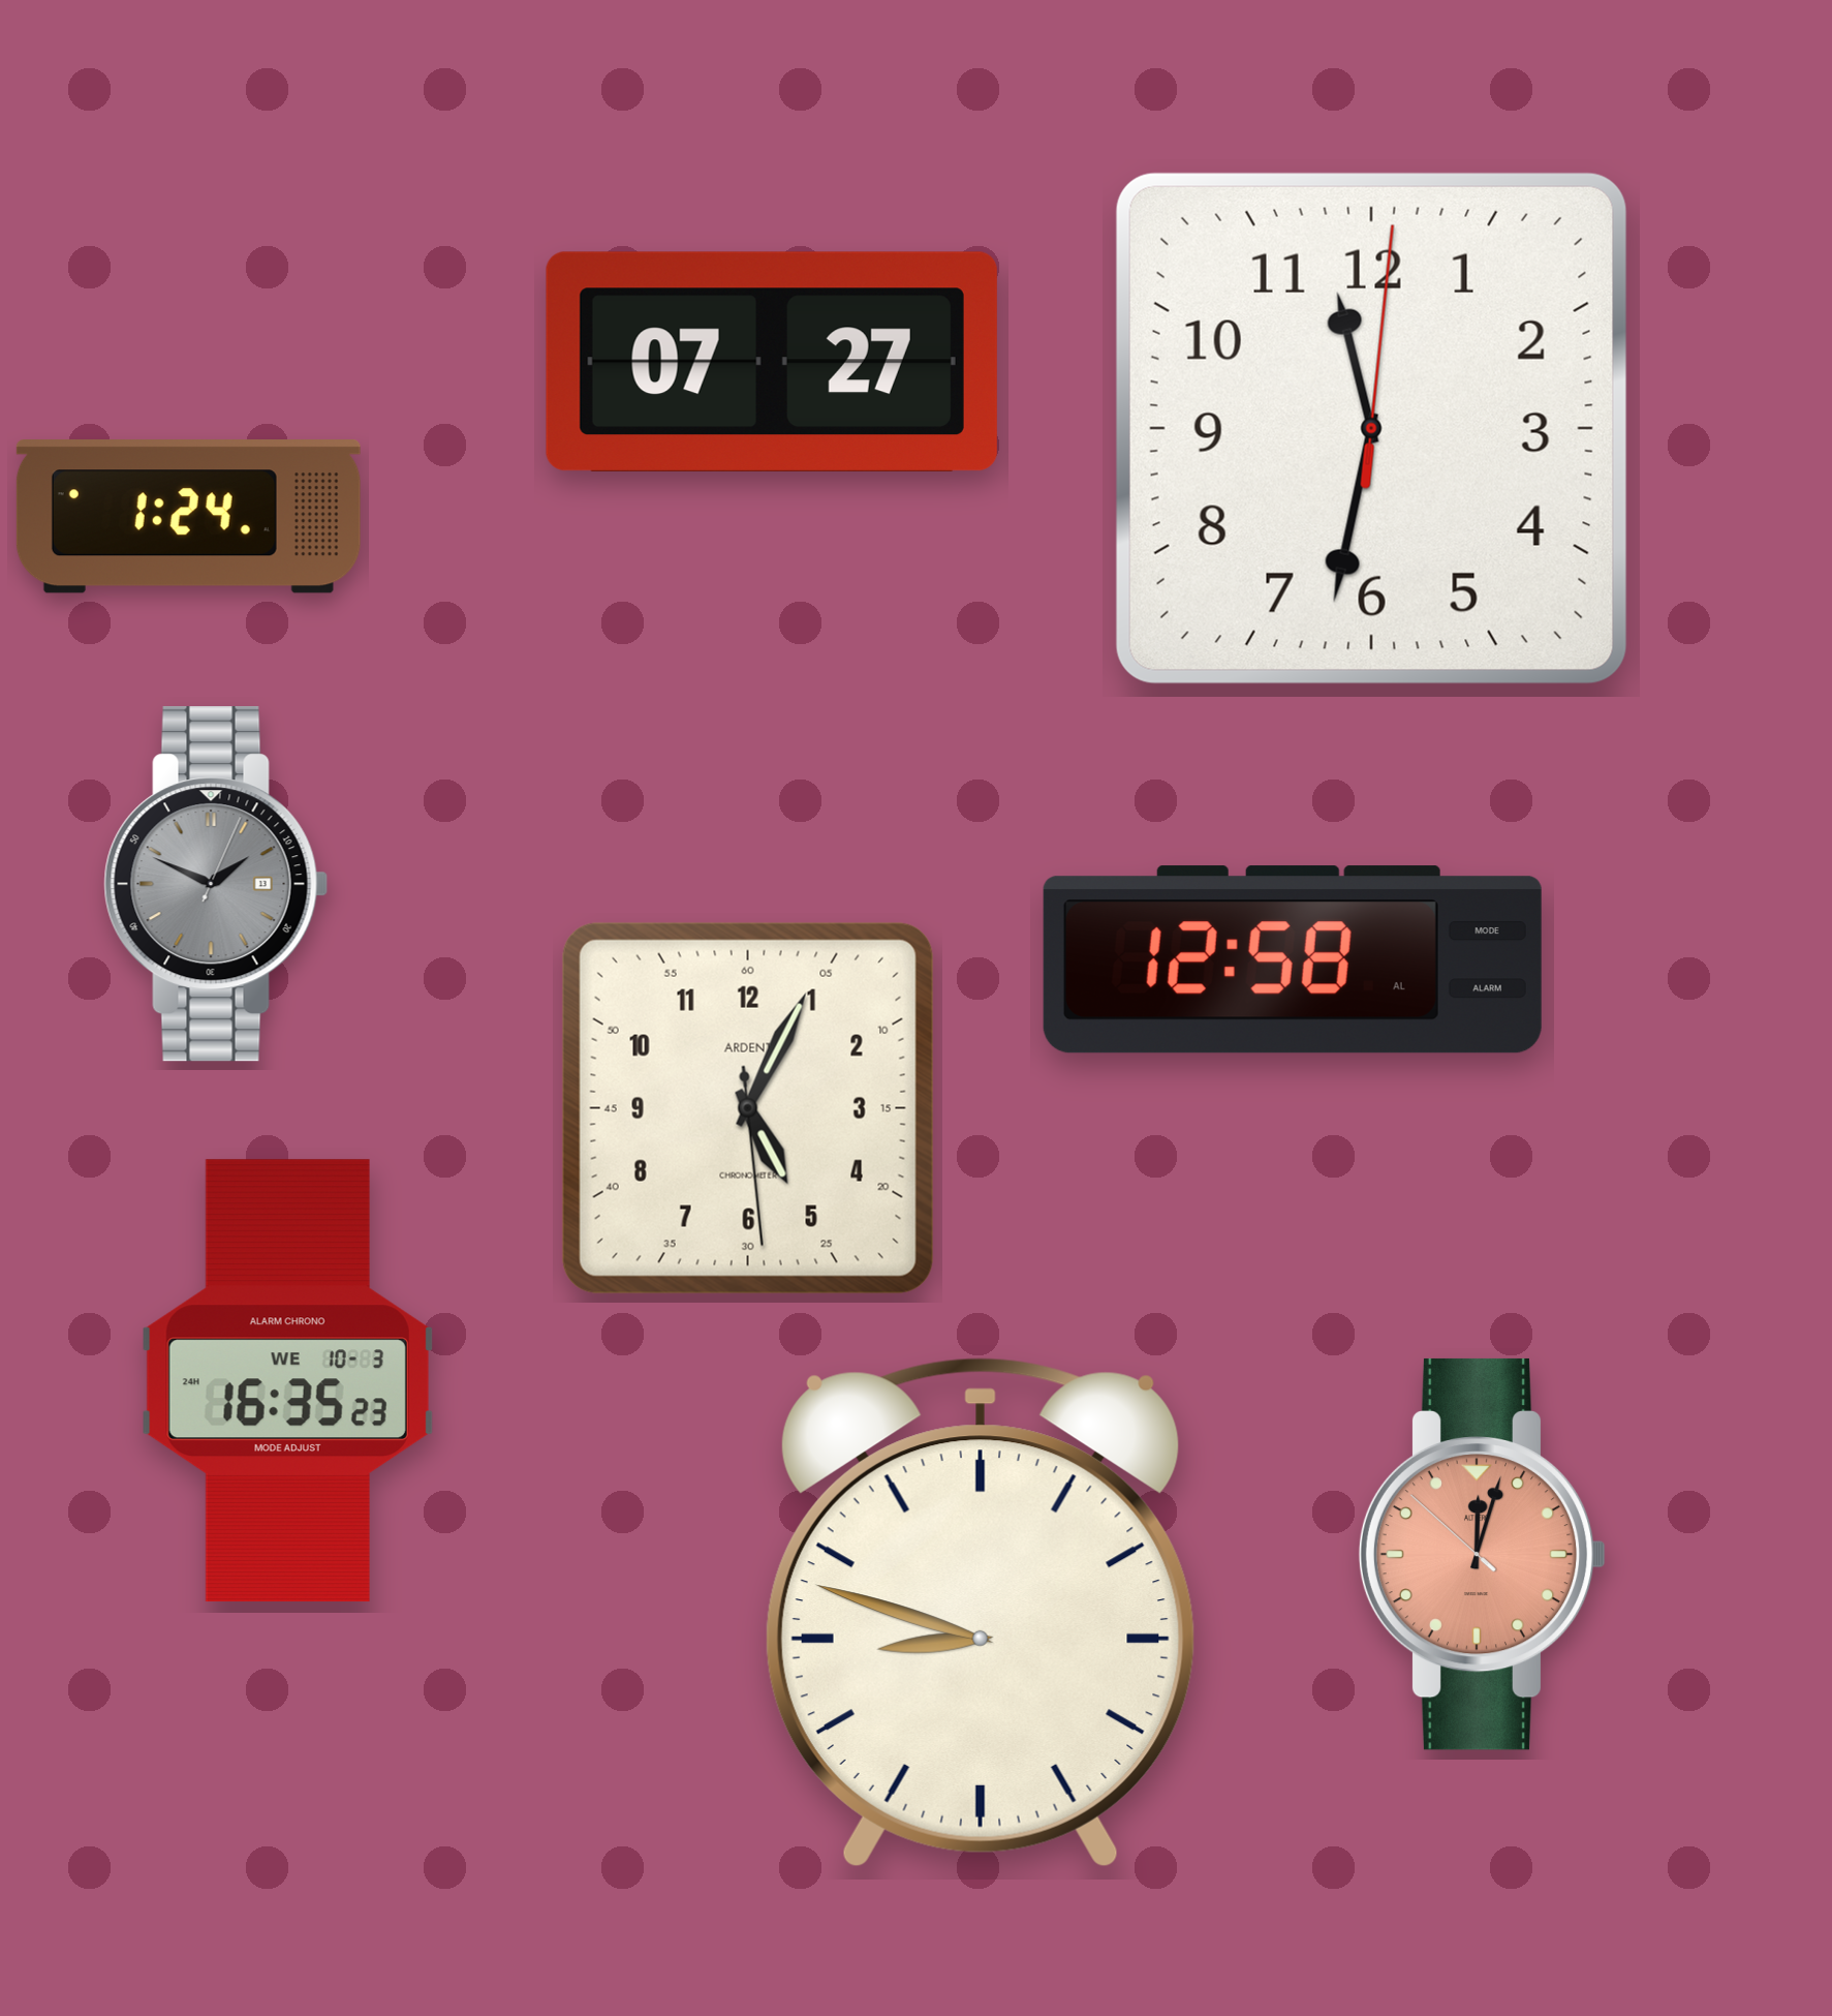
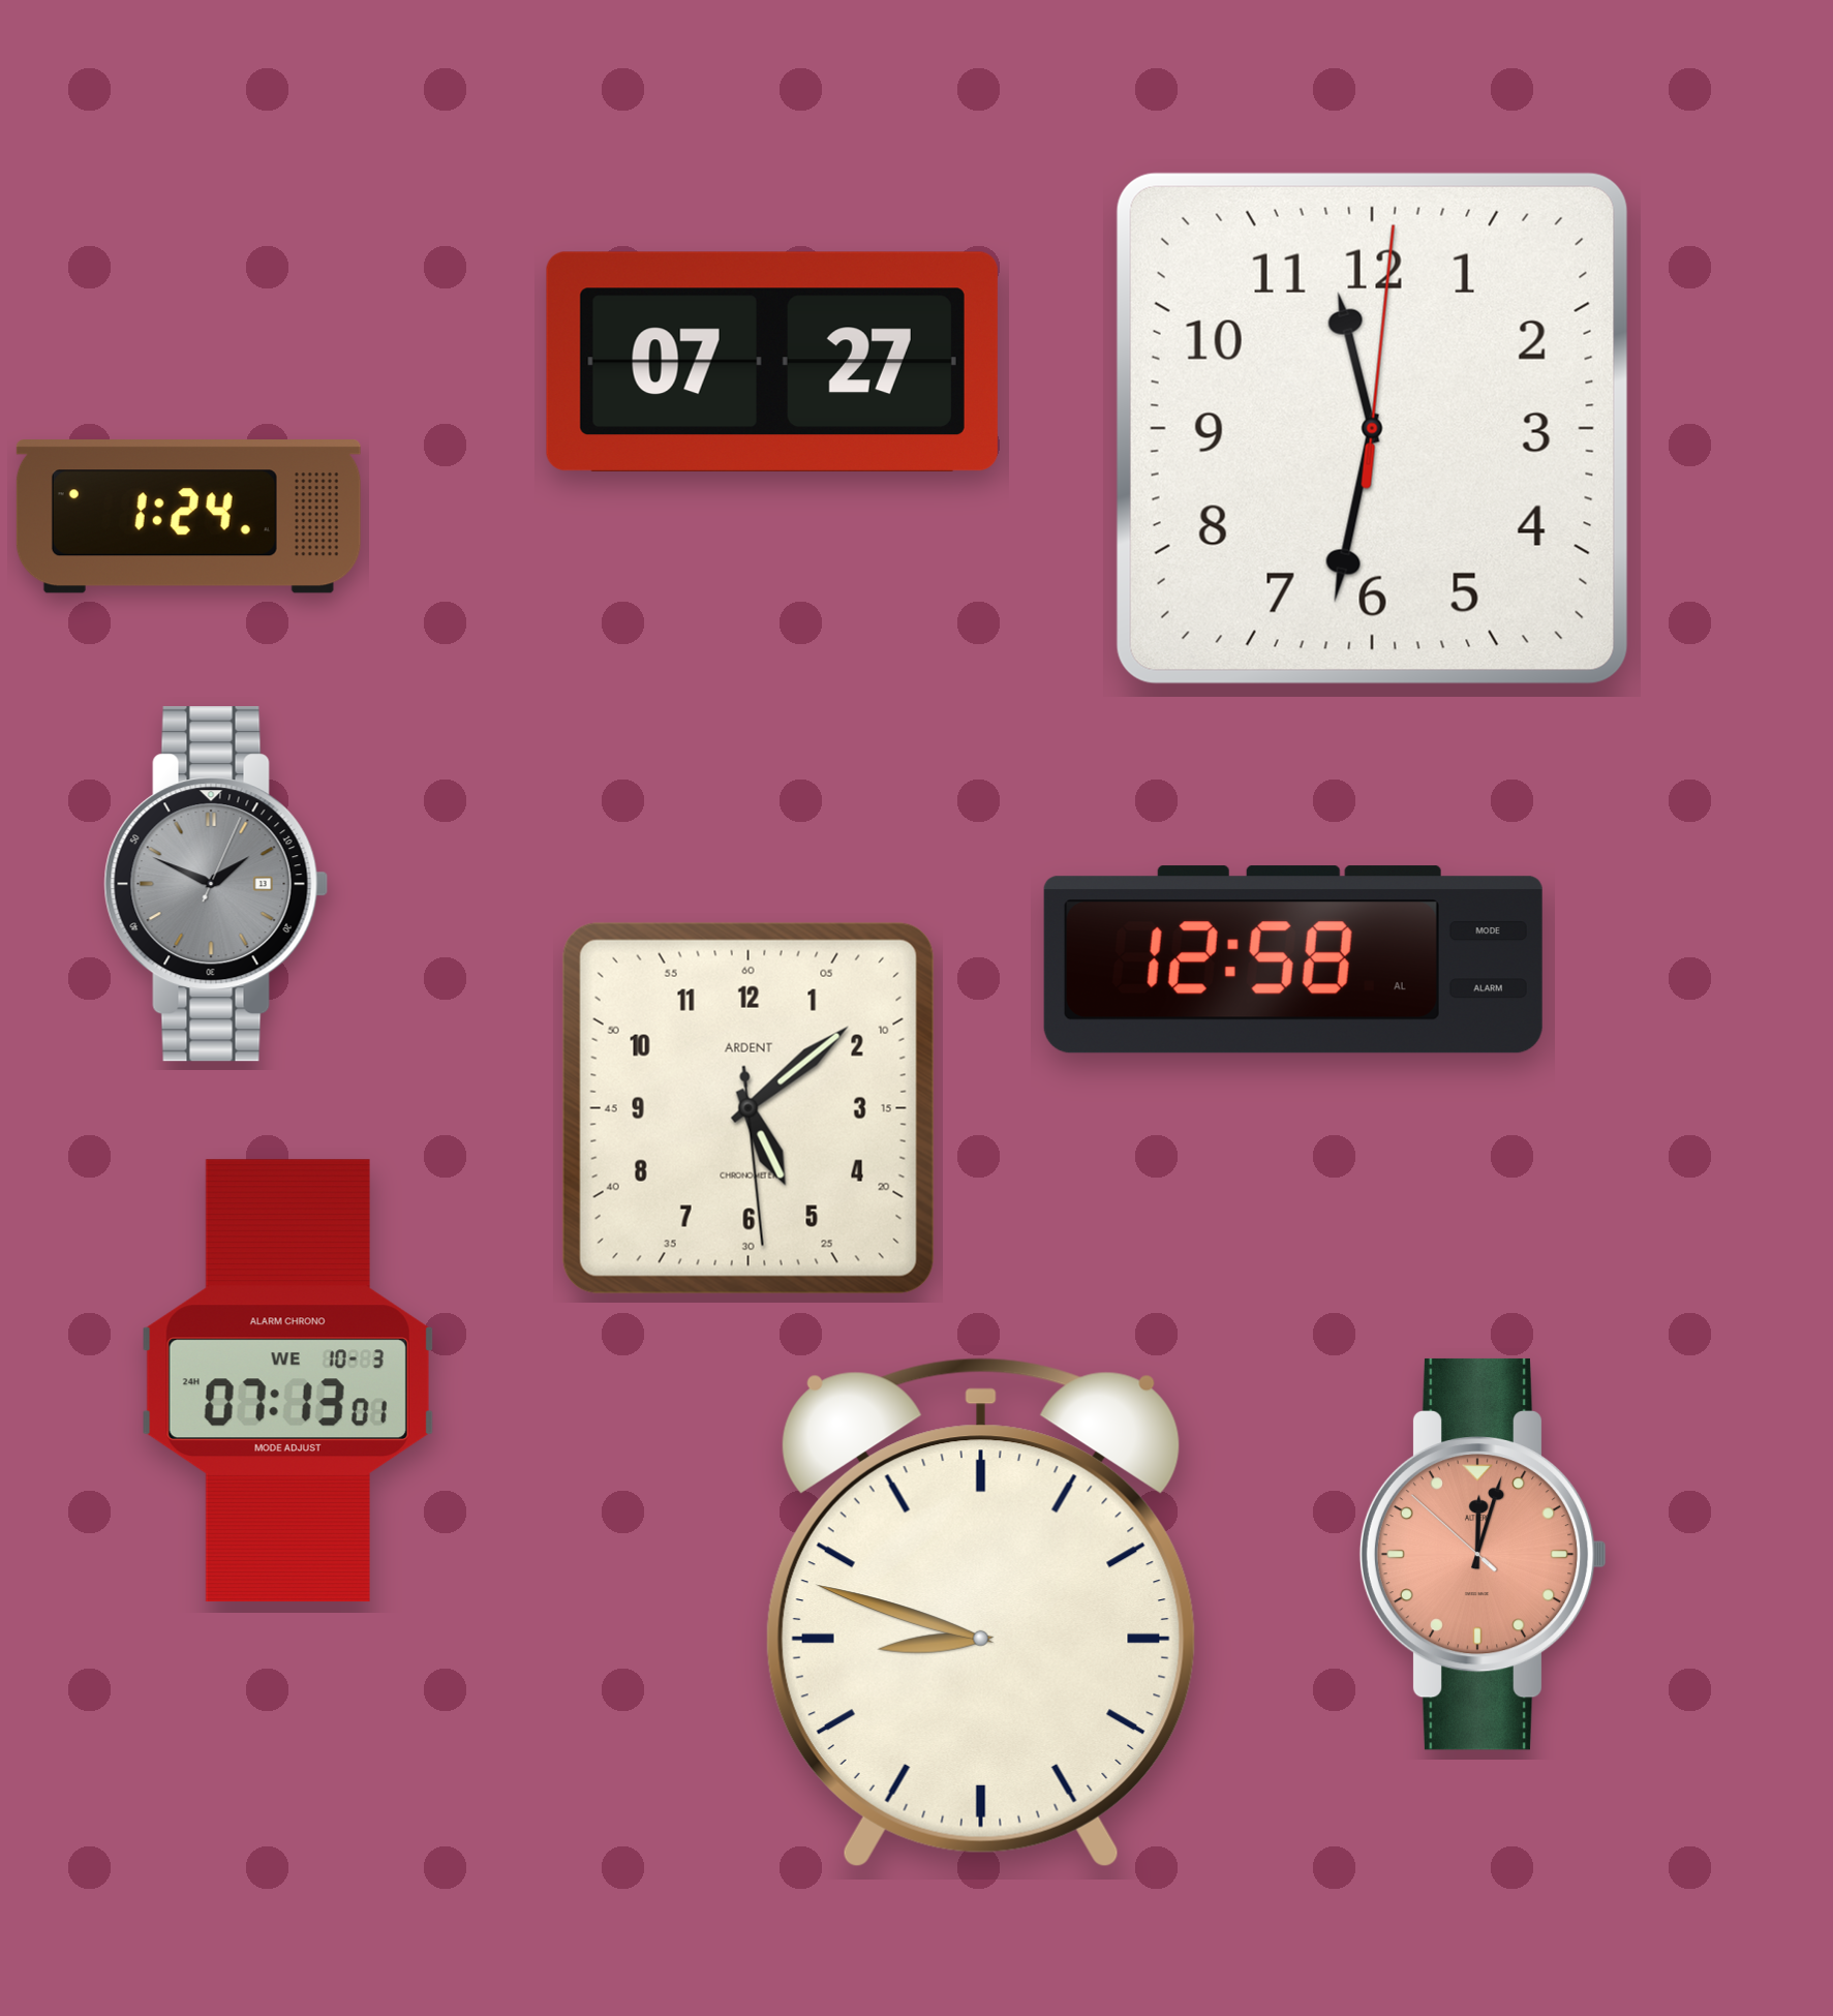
clock at (748, 1108): 5:04 -> 5:08
clock at (287, 1381): 16:35 -> 07:13
